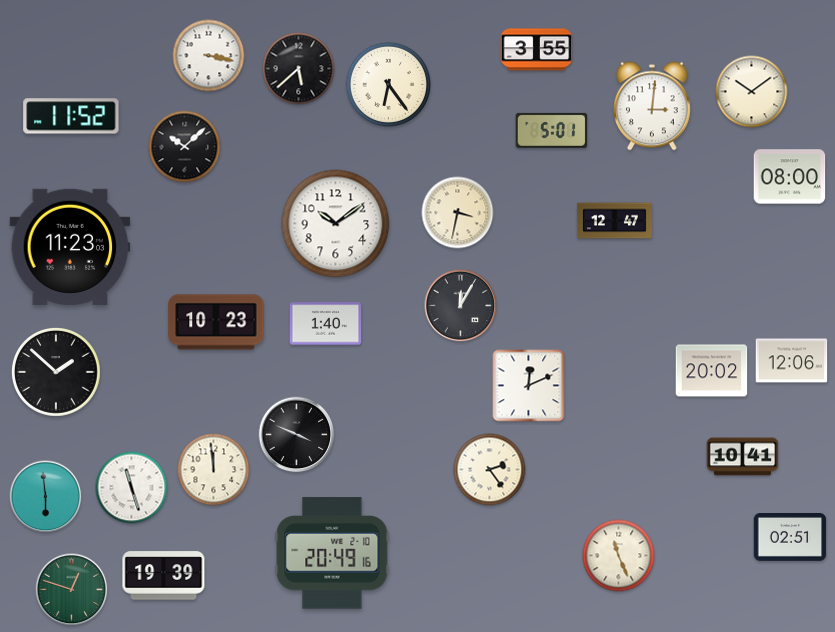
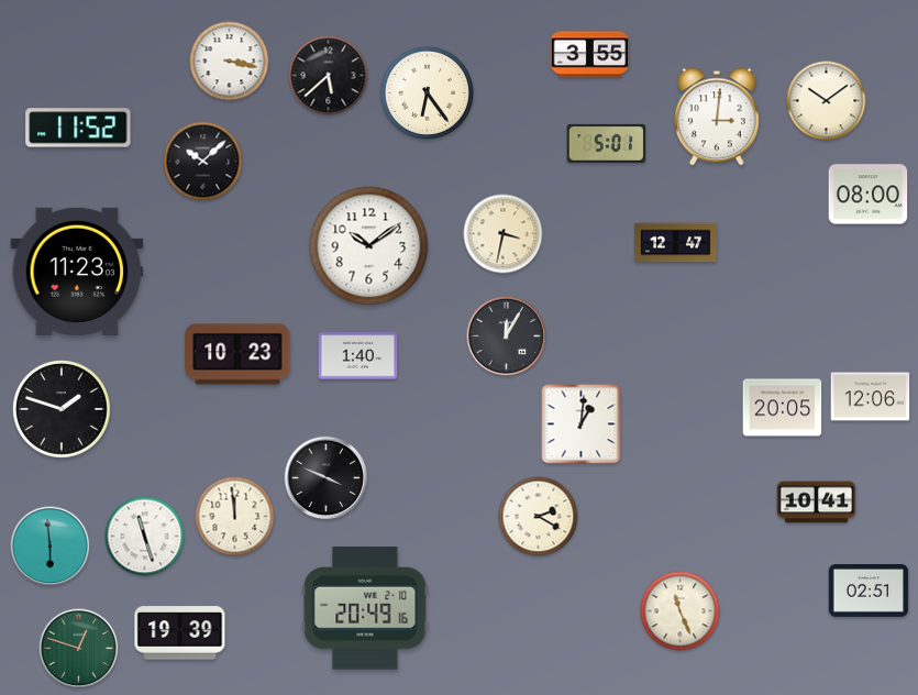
clock at (712, 371): 20:02 -> 20:05
clock at (56, 372): 1:52 -> 1:48
clock at (529, 386): 12:11 -> 1:01
clock at (490, 470): 2:24 -> 2:20
